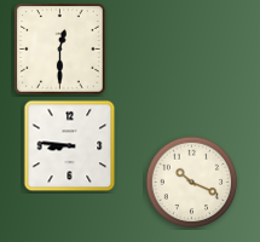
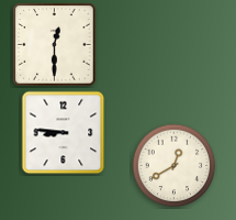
clock at (192, 183): 10:19 -> 12:40
